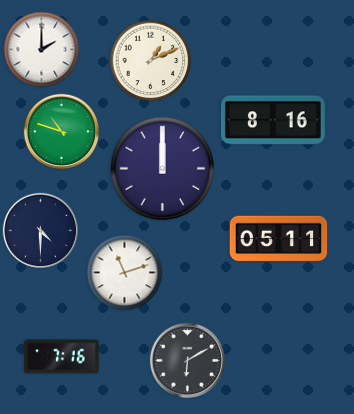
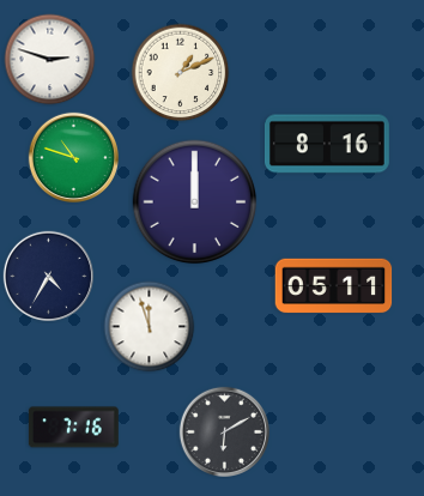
clock at (42, 50): 2:00 -> 2:48
clock at (40, 230): 4:30 -> 4:35
clock at (125, 273): 11:12 -> 11:57
